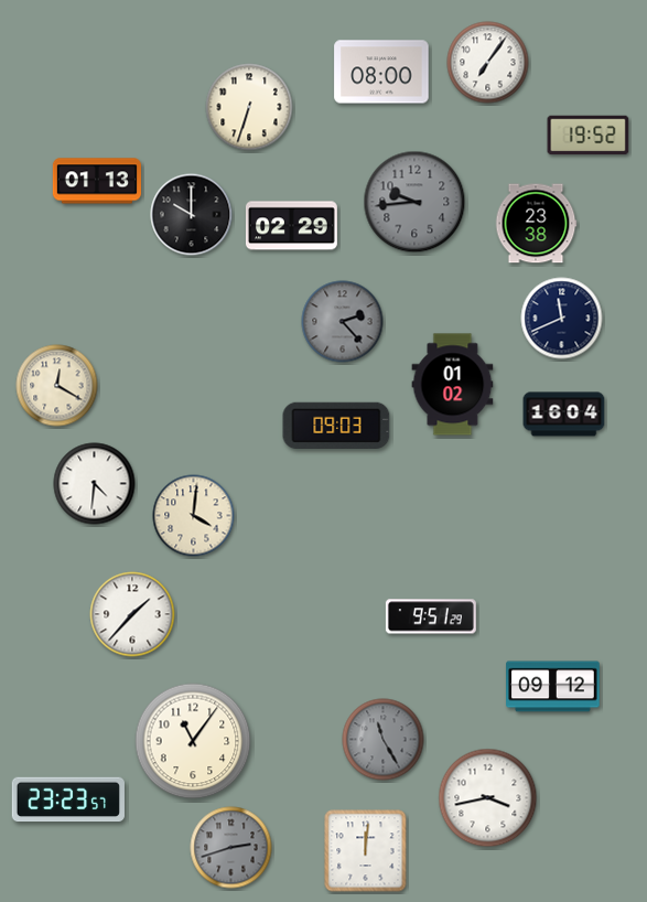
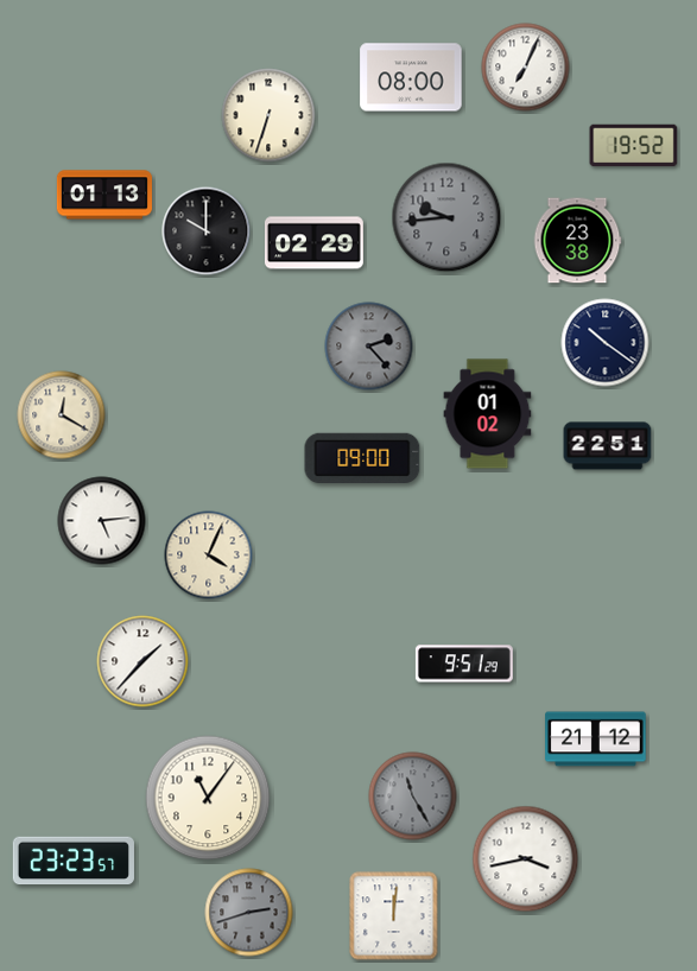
clock at (488, 63): 7:06 -> 7:04
clock at (562, 319): 11:41 -> 10:21
clock at (564, 415): 16:04 -> 22:51
clock at (336, 425): 09:03 -> 09:00
clock at (95, 484): 4:31 -> 5:14
clock at (194, 516): 4:01 -> 4:04
clock at (553, 687): 09:12 -> 21:12
